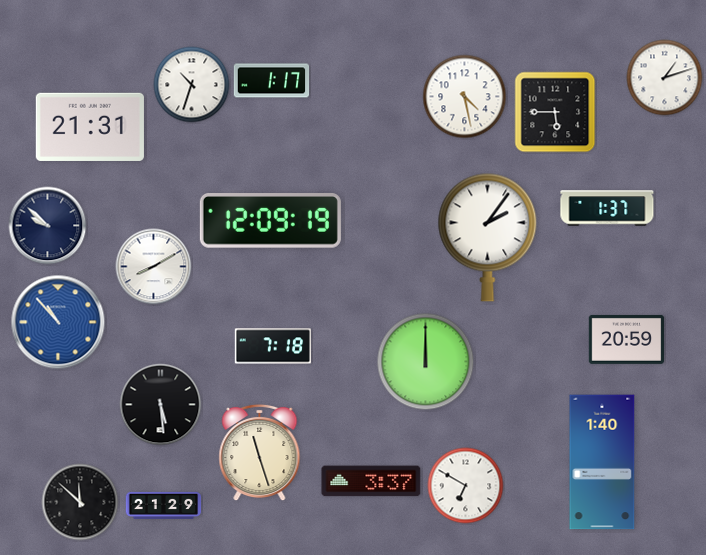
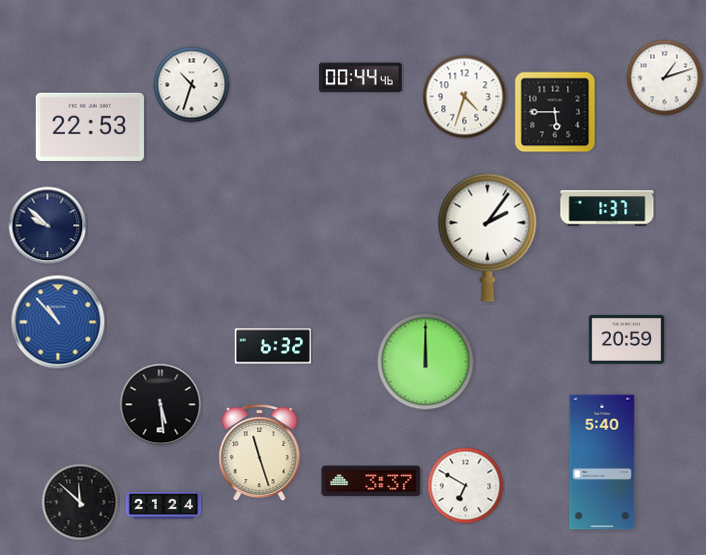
clock at (361, 78): none -> 00:44
clock at (272, 81): 1:17 -> none
clock at (465, 97): 4:28 -> 4:33
clock at (90, 127): 21:31 -> 22:53
clock at (270, 221): 12:09 -> none
clock at (154, 267): 8:10 -> none
clock at (272, 346): 7:18 -> 6:32
clock at (602, 462): 1:40 -> 5:40
clock at (164, 505): 21:29 -> 21:24
